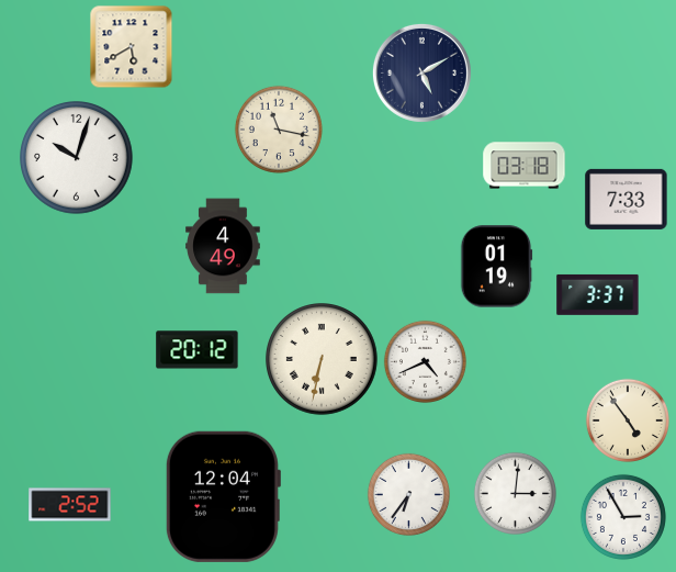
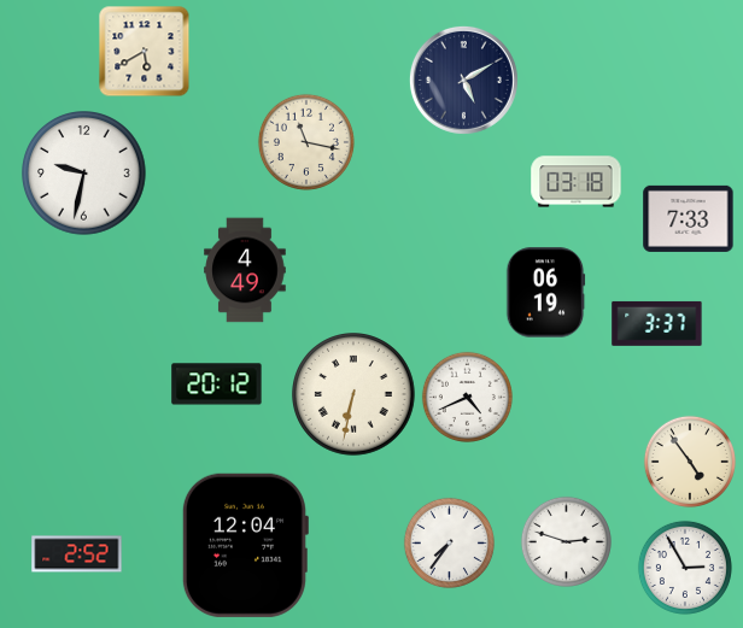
clock at (77, 158): 10:03 -> 9:32
clock at (496, 267): 01:19 -> 06:19
clock at (515, 493): 3:01 -> 2:48
clock at (408, 494): 6:36 -> 7:36
